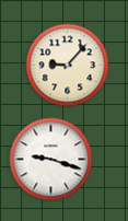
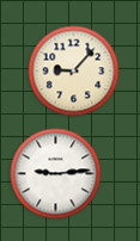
clock at (51, 160): 9:18 -> 9:14
